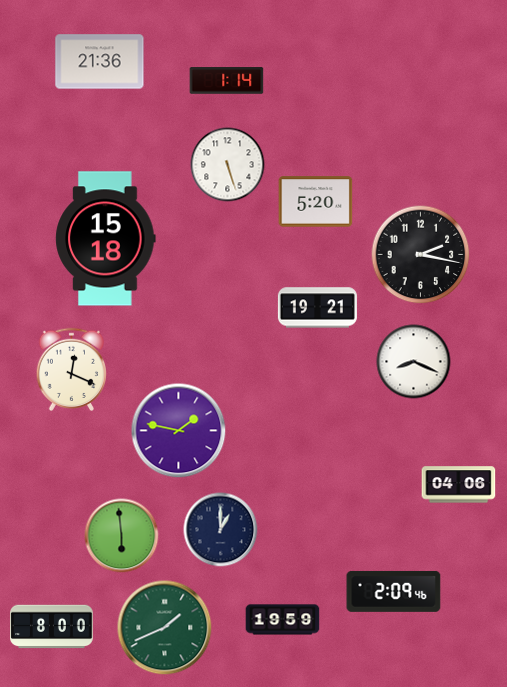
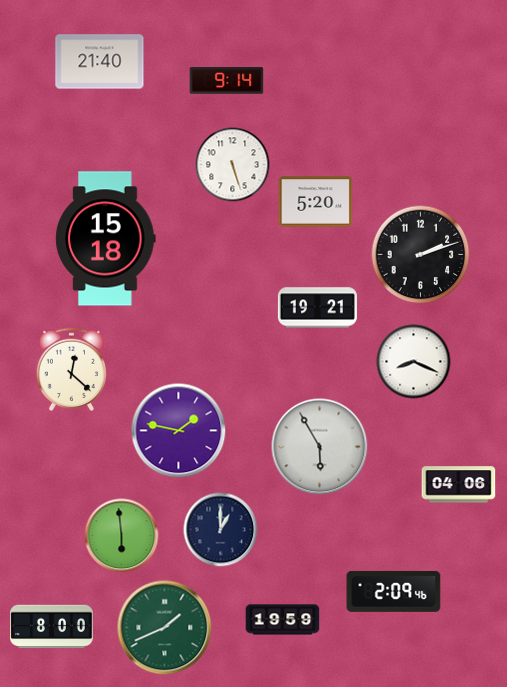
clock at (100, 62): 21:36 -> 21:40
clock at (227, 81): 1:14 -> 9:14
clock at (228, 165) position: (228, 165) -> (233, 165)
clock at (421, 255): 2:17 -> 2:12
clock at (72, 369): 12:19 -> 12:22
clock at (320, 447): none -> 5:55
